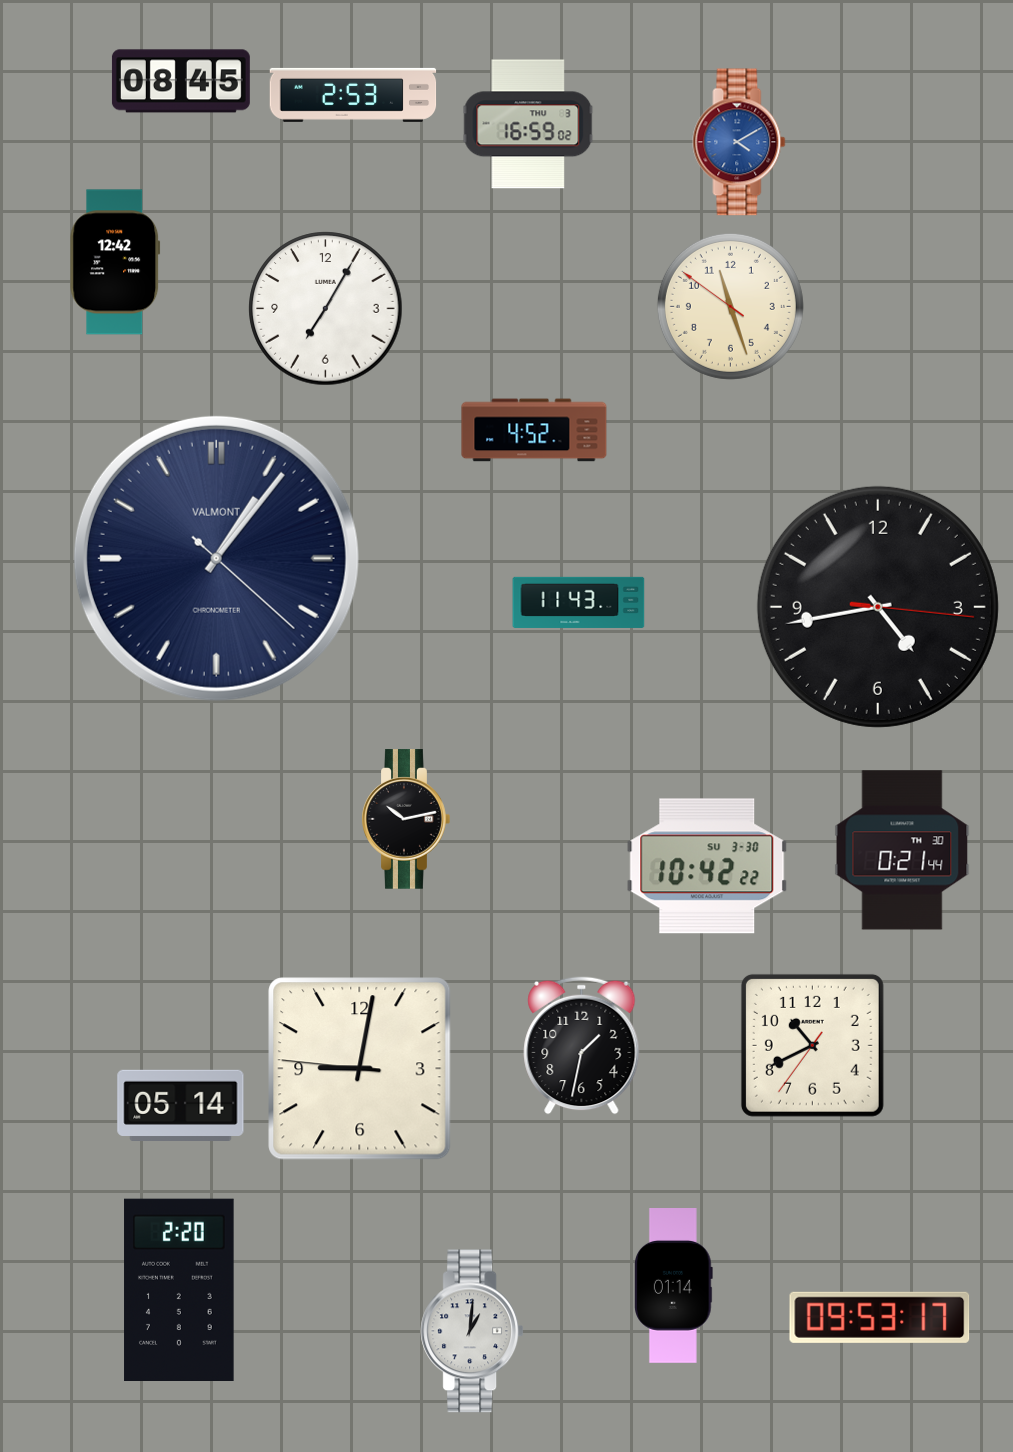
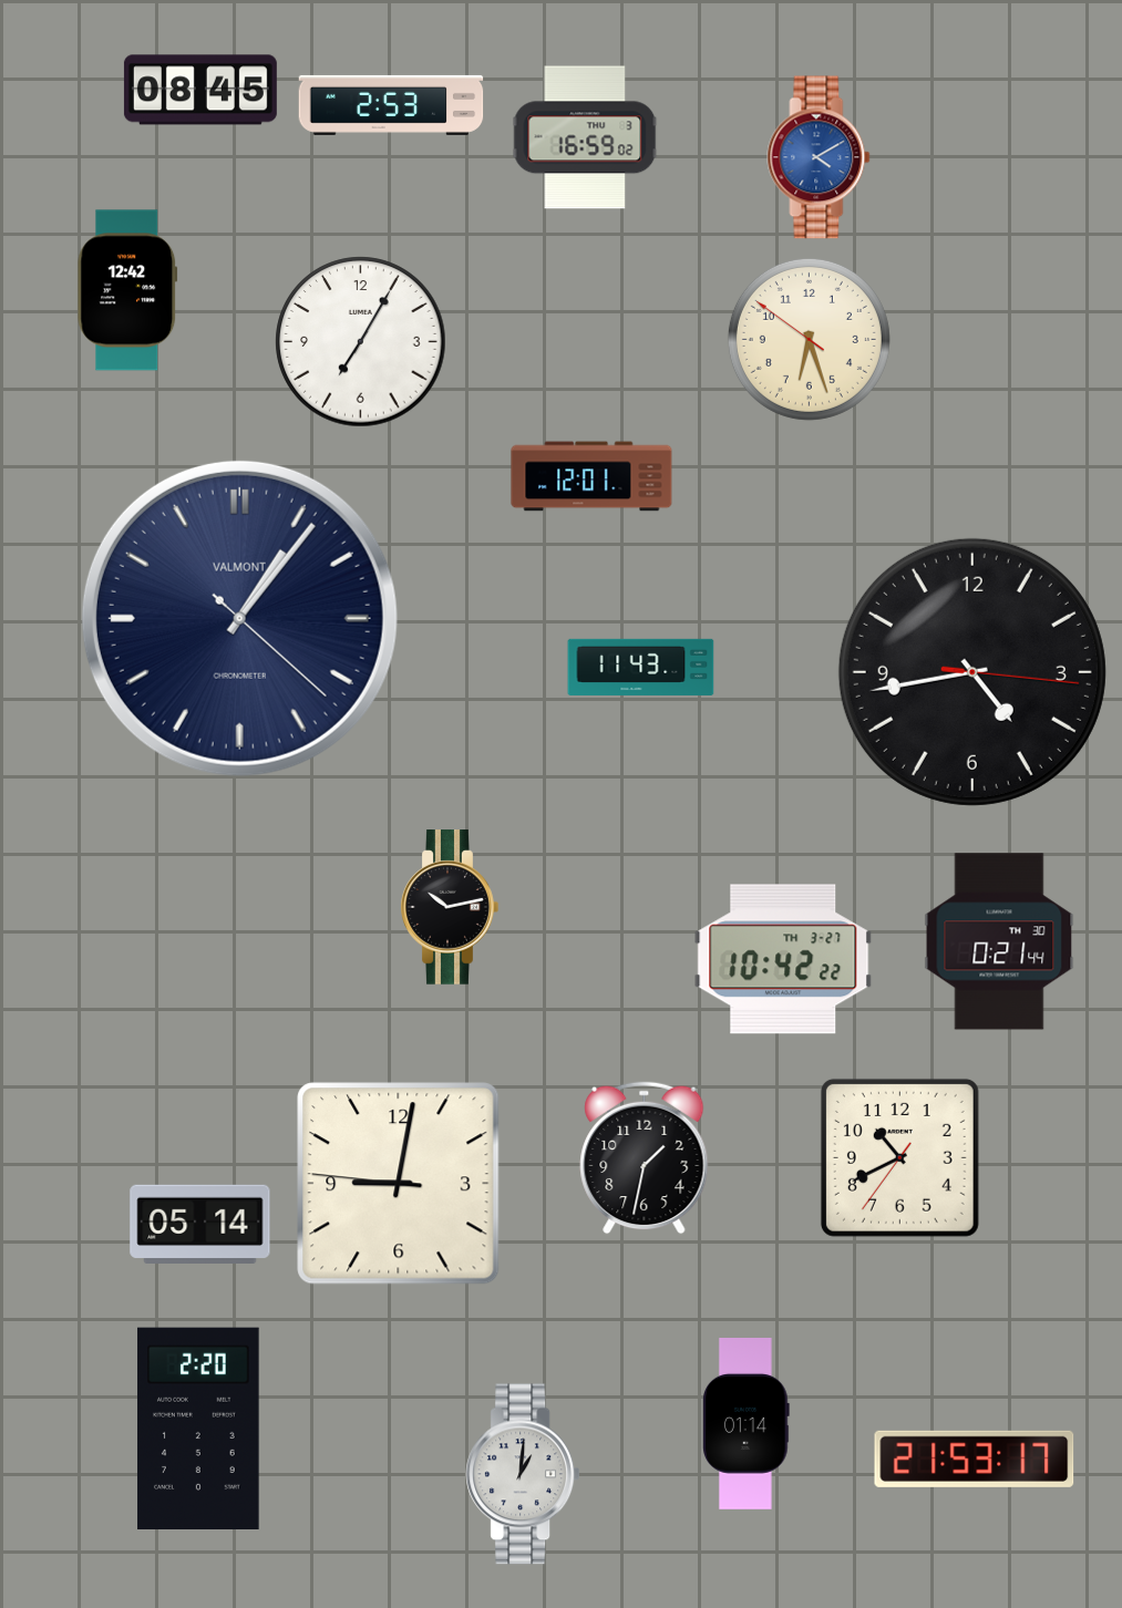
clock at (730, 306): 11:26 -> 6:26
clock at (534, 430): 4:52 -> 12:01
clock at (707, 866) date: SU 3-30 -> TH 3-27
clock at (880, 1317): 09:53 -> 21:53
